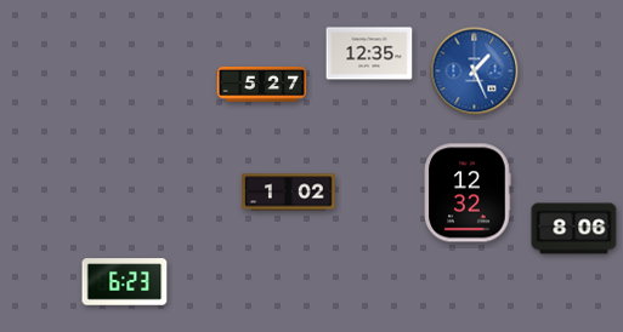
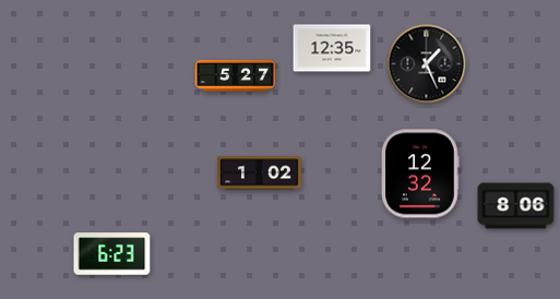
clock at (475, 71) dial: blue -> black
